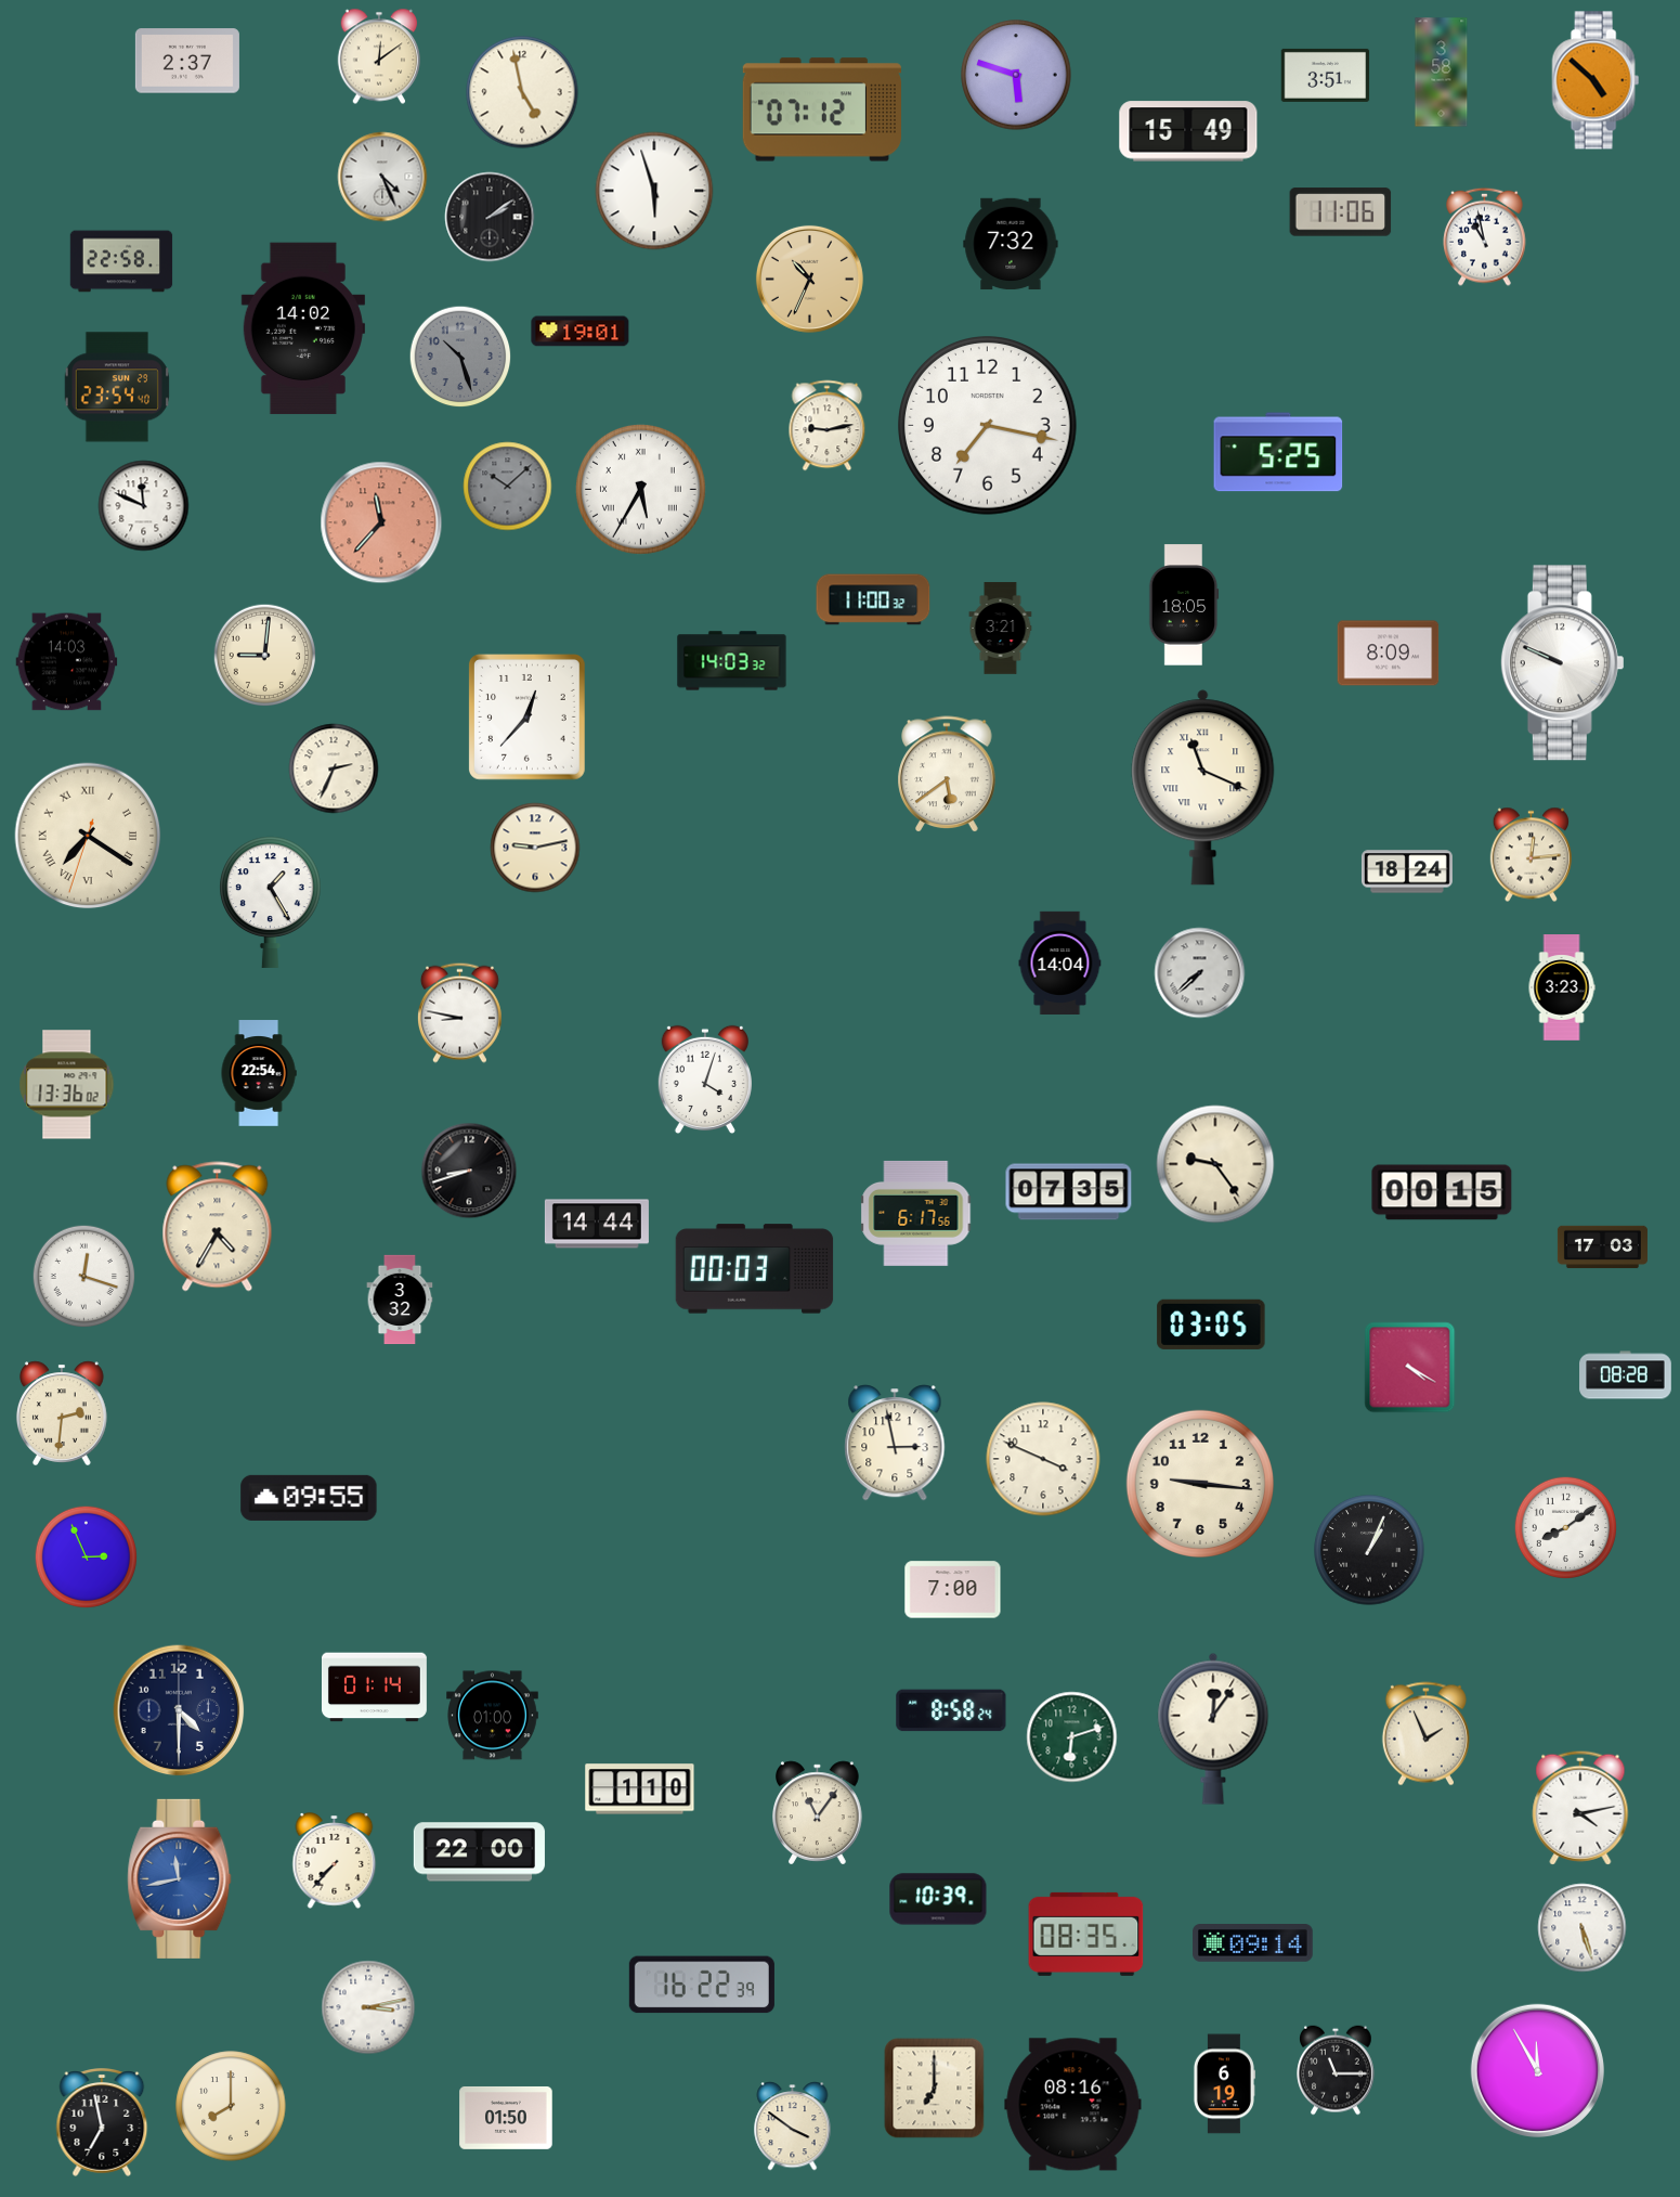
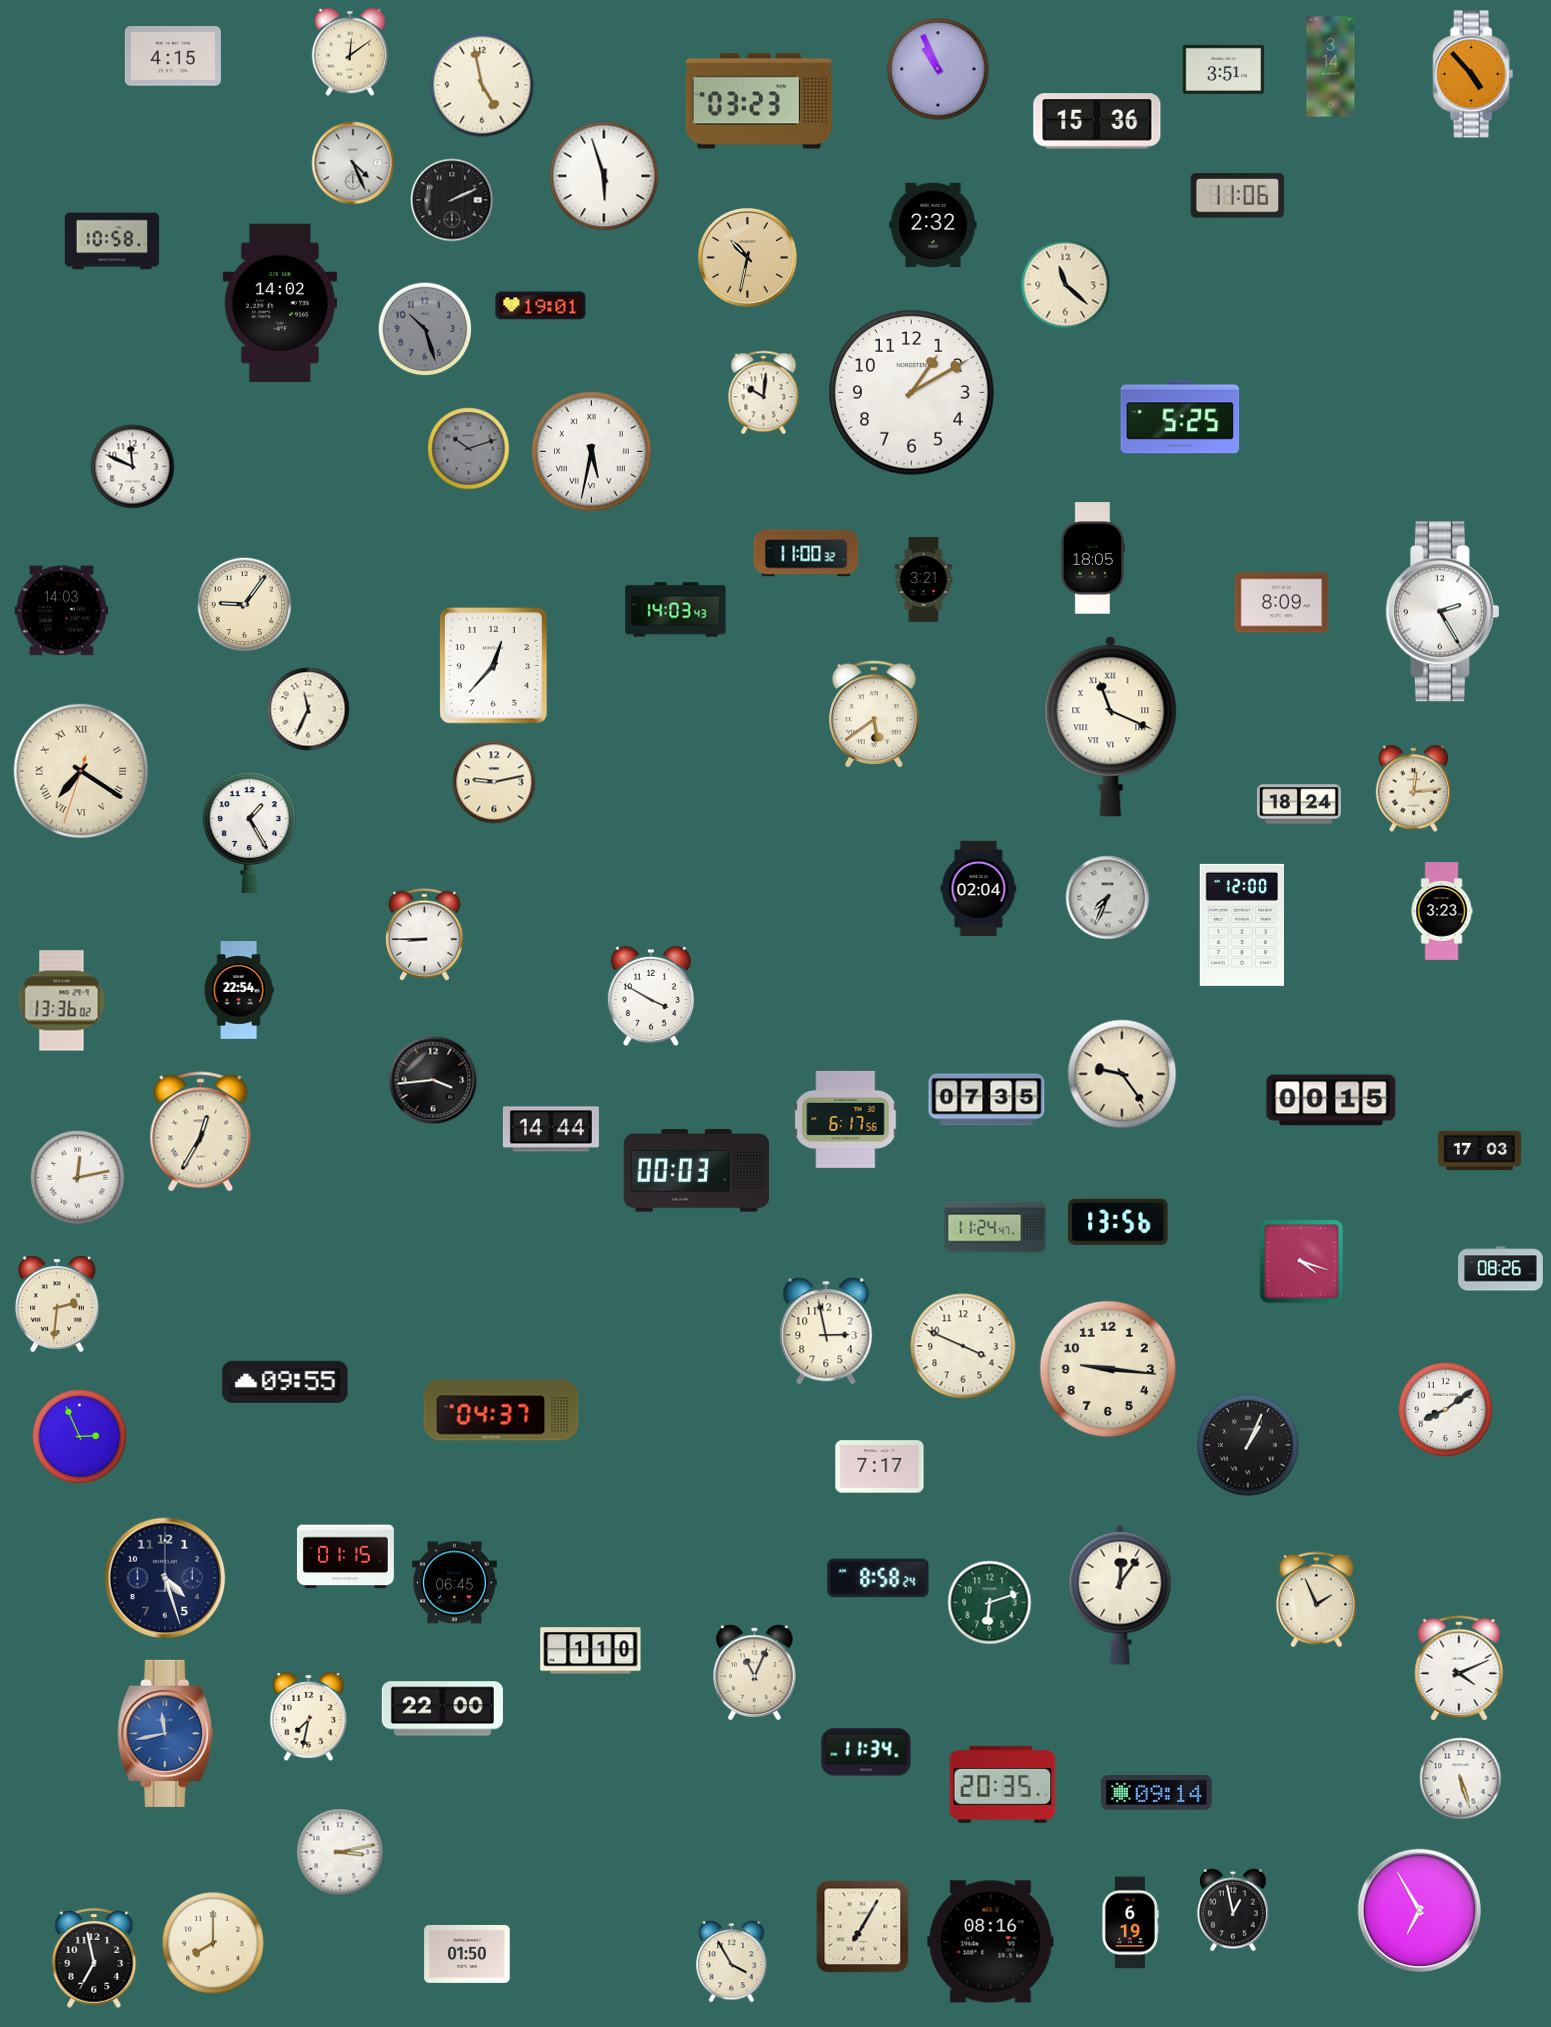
clock at (187, 61): 2:37 -> 4:15
clock at (1442, 73): 3:58 -> 3:14
clock at (1016, 75): 5:48 -> 10:56
clock at (1596, 80): 4:52 -> 4:53
clock at (822, 109): 07:12 -> 03:23
clock at (1188, 131): 15:49 -> 15:36
clock at (490, 217): 2:09 -> 2:11
clock at (1485, 236): 10:58 -> none
clock at (1011, 244): 7:32 -> 2:32
clock at (121, 261): 22:58 -> 10:58
clock at (809, 279): 10:34 -> 10:32
clock at (1066, 285): none -> 11:22
clock at (581, 332) position: (581, 332) -> (541, 306)
clock at (116, 387): 23:54 -> none
clock at (828, 426): 9:13 -> 10:01
clock at (988, 426): 7:17 -> 1:10
clock at (508, 487): 10:08 -> 10:12
clock at (640, 489): 5:35 -> 5:32
clock at (381, 522): 11:37 -> none
clock at (265, 656): 9:01 -> 9:06
clock at (732, 661): 14:03:32 -> 14:03:43
clock at (1562, 663): 9:49 -> 2:25
clock at (528, 718) position: (528, 718) -> (494, 666)
clock at (334, 768): 2:34 -> 11:34
clock at (1060, 962): 14:04 -> 02:04
clock at (1200, 973): 7:38 -> 7:34
clock at (1241, 925): none -> 12:00
clock at (459, 1012): 8:47 -> 8:45
clock at (705, 1080): 4:03 -> 3:50
clock at (469, 1171): 8:42 -> 3:44
clock at (218, 1227): 4:35 -> 12:35
clock at (84, 1277): 12:18 -> 12:13
clock at (400, 1300): 3:32 -> none
clock at (1211, 1324): 03:05 -> 13:56
clock at (995, 1227): none -> 11:24
clock at (1410, 1368): 4:20 -> 4:18
clock at (1626, 1375): 08:28 -> 08:26
clock at (501, 1410): none -> 04:37
clock at (1369, 1550) position: (1369, 1550) -> (1248, 1445)
clock at (953, 1590): 7:00 -> 7:17
clock at (374, 1688): 01:14 -> 01:15
clock at (179, 1710): 4:30 -> 4:27
clock at (493, 1716): 01:00 -> 06:45
clock at (1580, 1808): 4:13 -> 4:11
clock at (818, 1813): 11:06 -> 11:04
clock at (335, 1861): 7:37 -> 7:32
clock at (938, 1899): 10:39 -> 11:34
clock at (1086, 1934): 08:35 -> 20:35
clock at (702, 1985): 16:22 -> none
clock at (1336, 2070): 11:15 -> 12:58
clock at (1537, 2070): 11:55 -> 6:55
clock at (935, 2089): 7:00 -> 7:05
clock at (793, 2127): 3:51 -> 3:55
